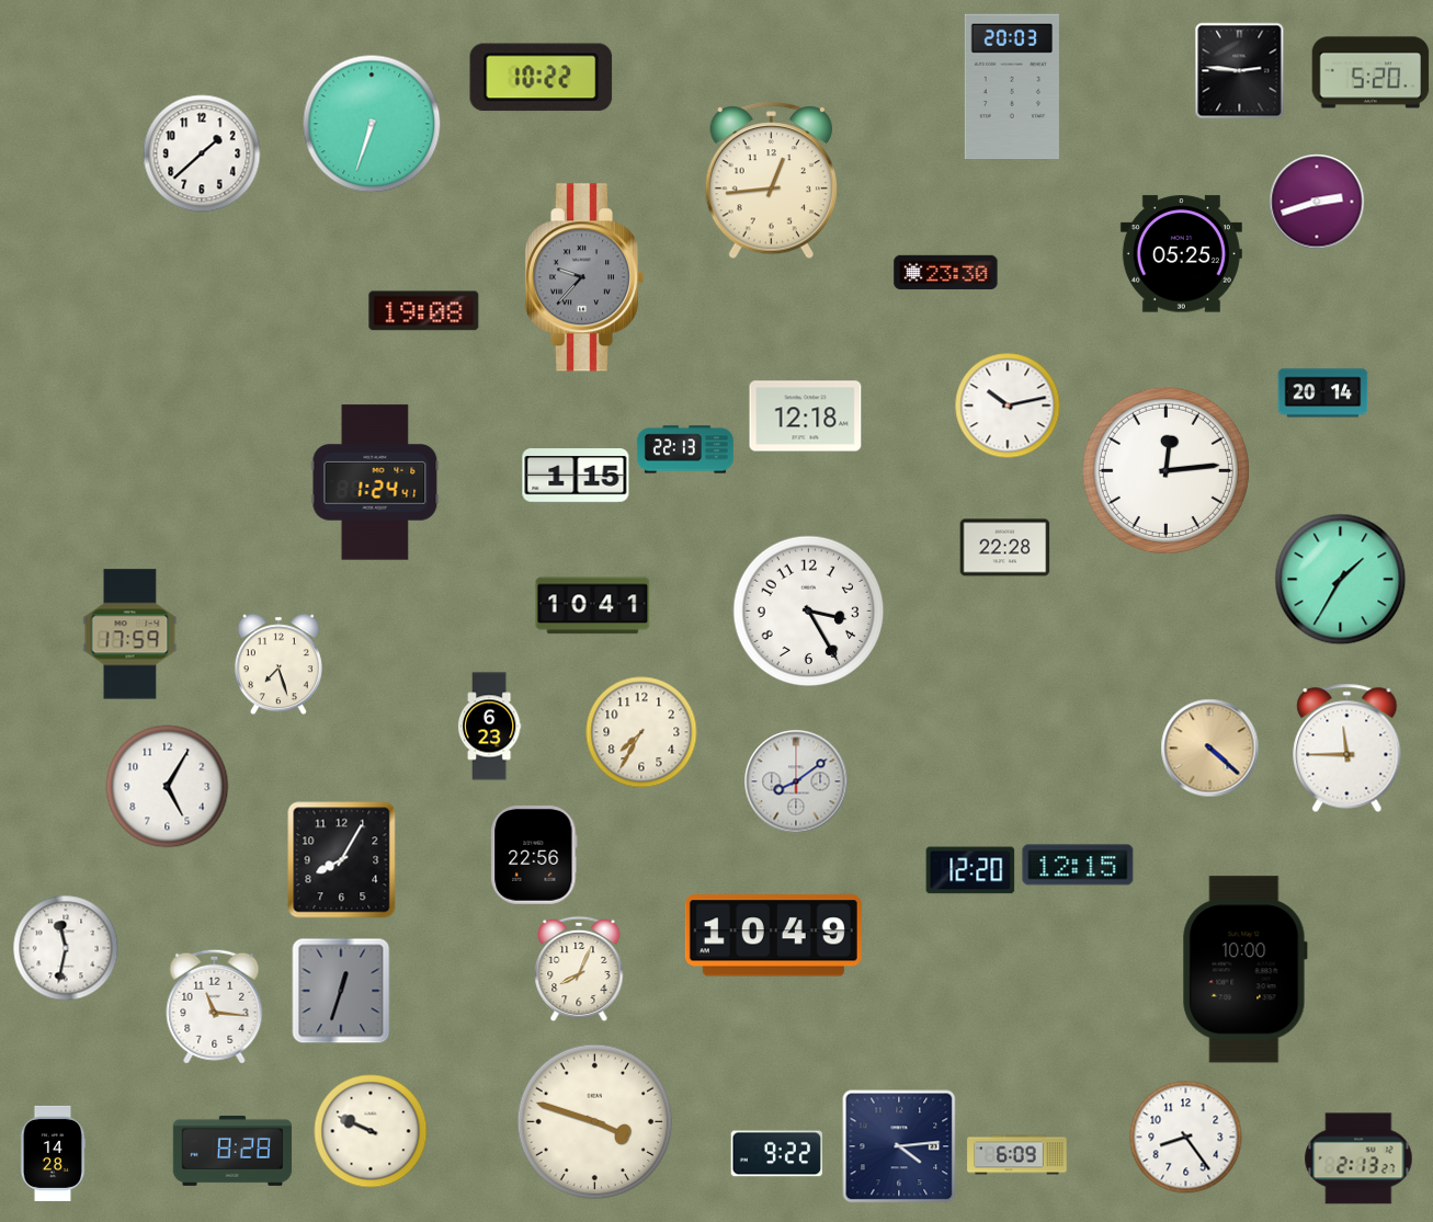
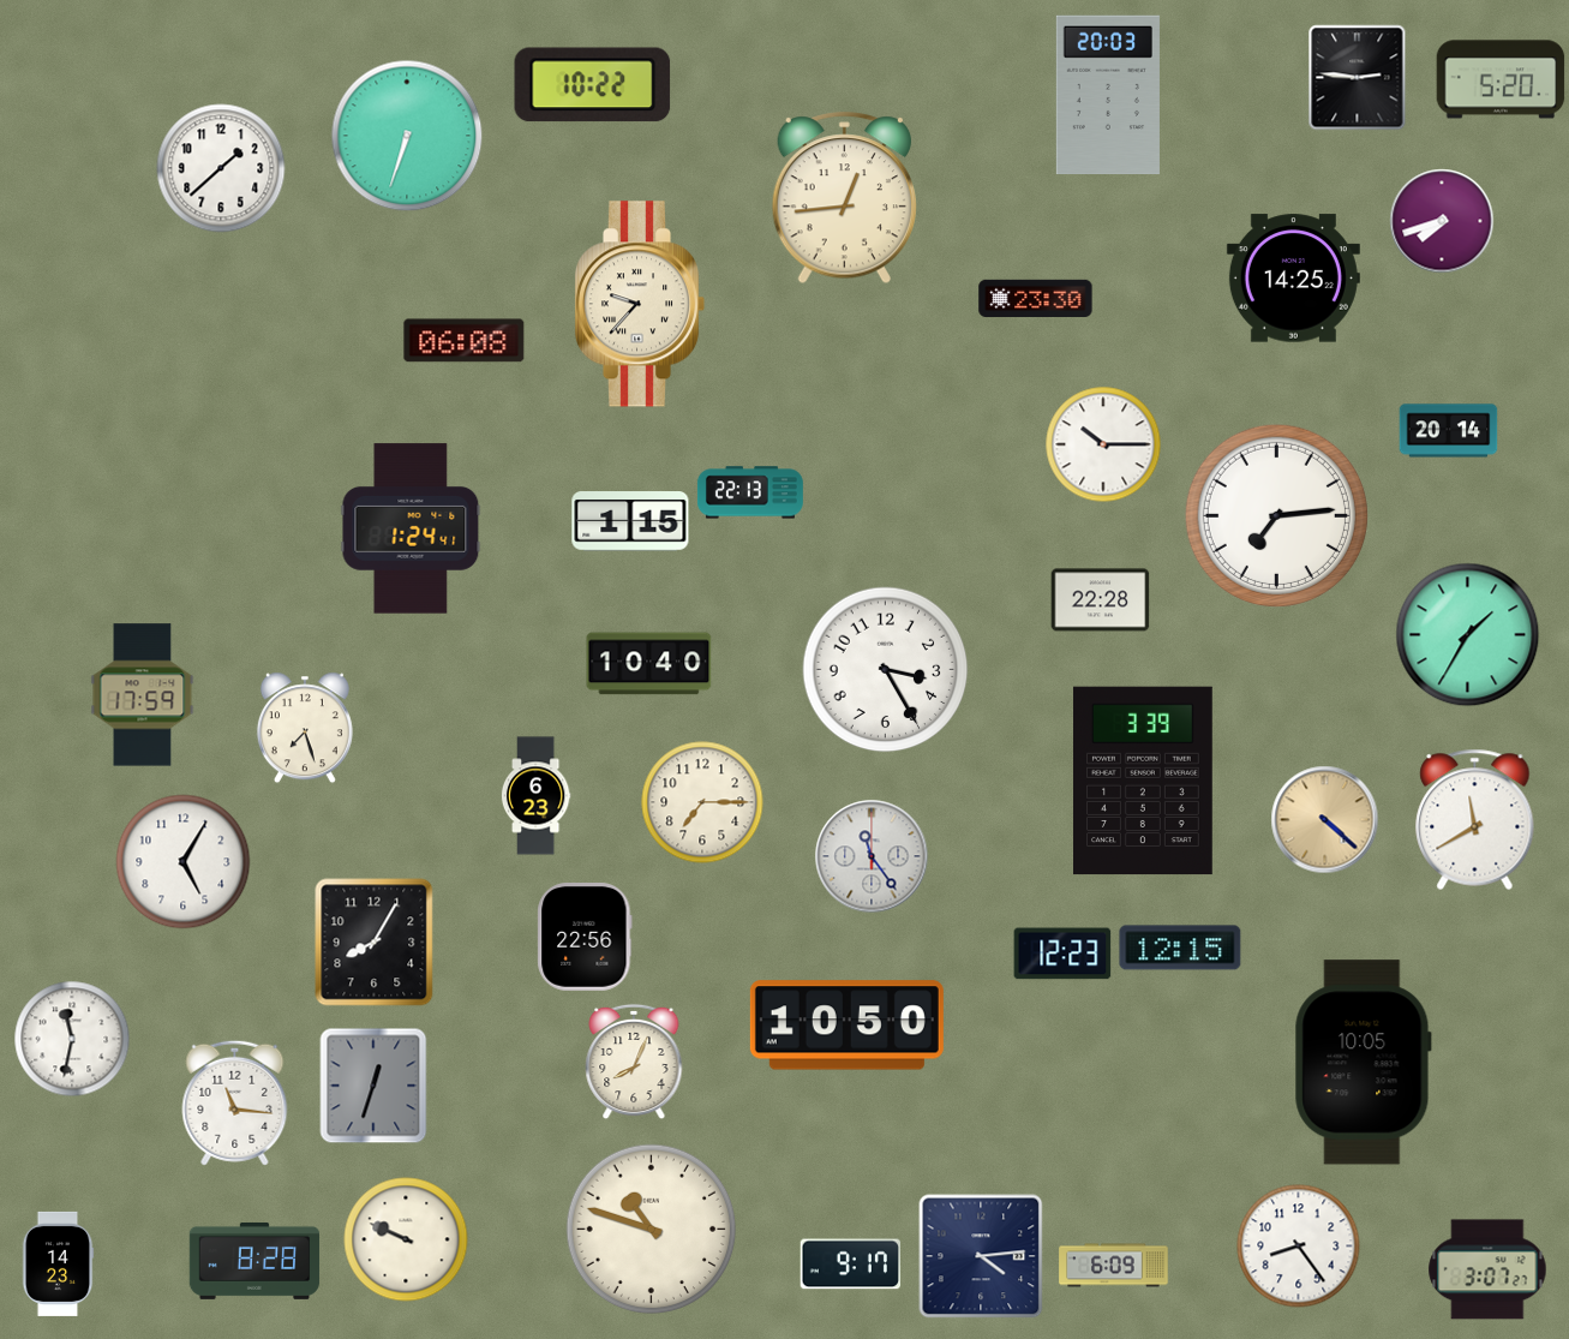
clock at (1317, 202): 2:42 -> 7:42
clock at (1181, 254): 05:25 -> 14:25
clock at (584, 277) dial: grey -> cream
clock at (424, 311): 19:08 -> 06:08
clock at (1008, 406): 10:13 -> 10:15
clock at (806, 416): 12:18 -> none
clock at (1165, 470): 12:14 -> 7:14
clock at (593, 606): 10:41 -> 10:40
clock at (1144, 781): none -> 3:39
clock at (641, 732): 7:35 -> 7:15
clock at (1347, 747): 11:45 -> 11:40
clock at (796, 781): 8:09 -> 11:24
clock at (970, 870): 12:20 -> 12:23
clock at (773, 936): 10:49 -> 10:50
clock at (1244, 970): 10:00 -> 10:05
clock at (595, 1122): 3:48 -> 10:48
clock at (899, 1146) position: (899, 1146) -> (981, 1256)
clock at (53, 1153): 14:28 -> 14:23
clock at (776, 1154): 9:22 -> 9:17
clock at (1358, 1158): 2:13 -> 3:07
